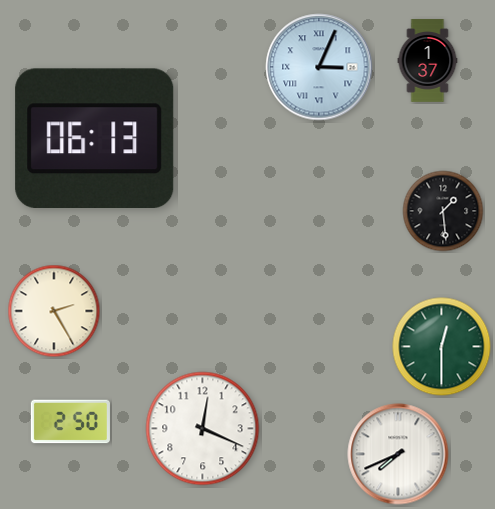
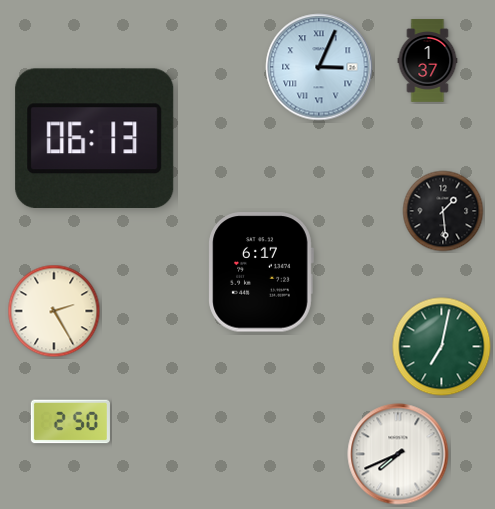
clock at (261, 272): none -> 6:17
clock at (442, 347): 12:30 -> 7:02
clock at (203, 429): 12:19 -> none
